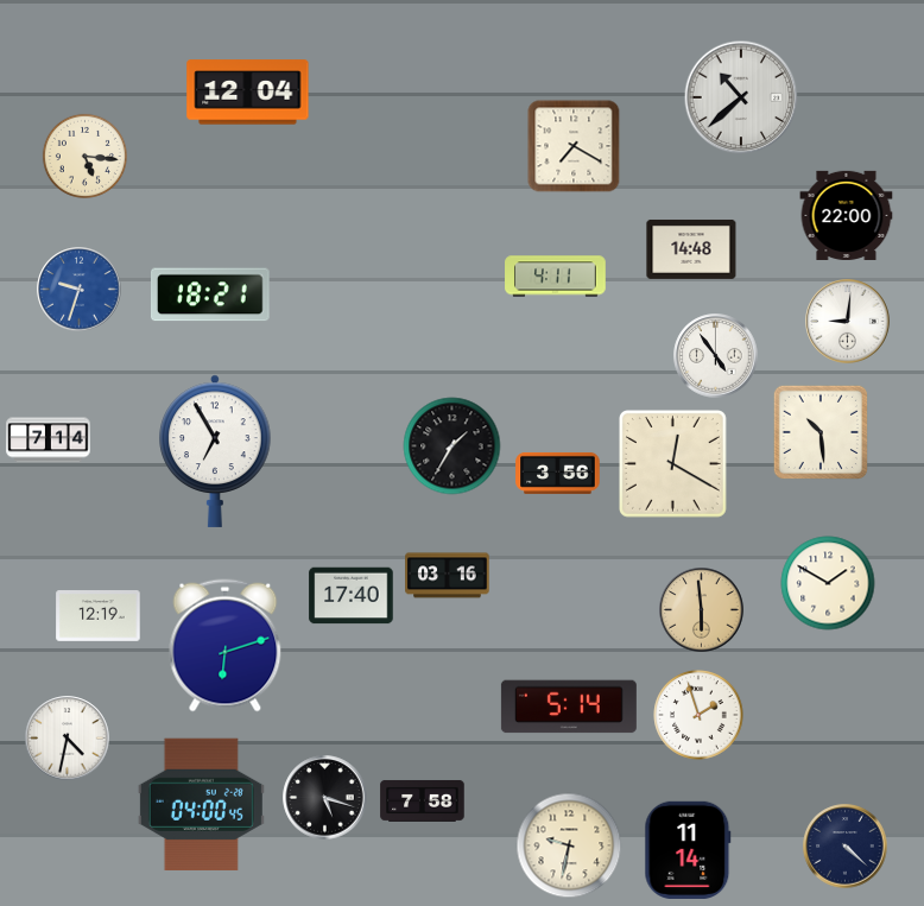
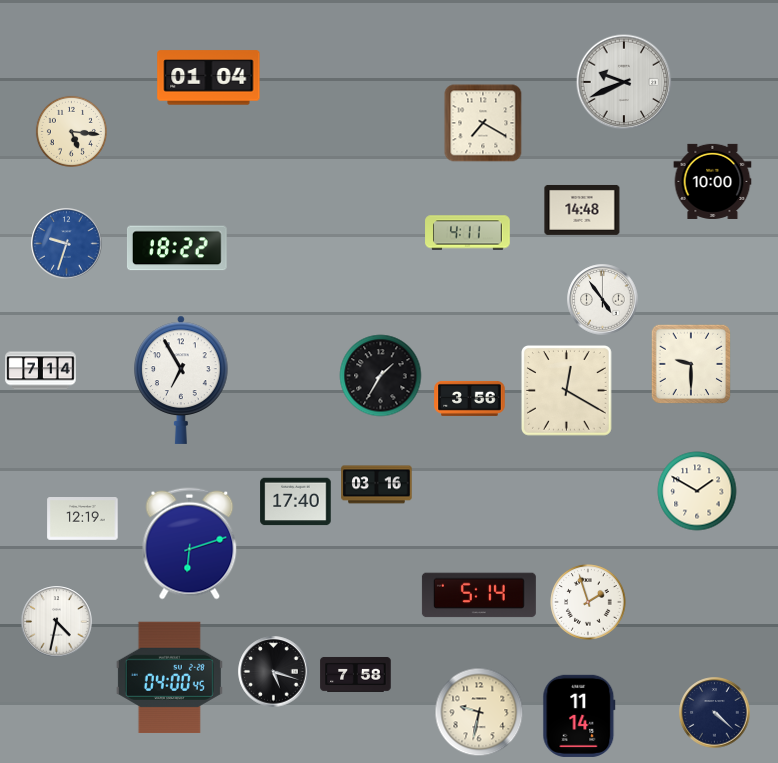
clock at (248, 93): 12:04 -> 01:04
clock at (741, 97): 10:38 -> 9:41
clock at (847, 215): 22:00 -> 10:00
clock at (210, 294): 18:21 -> 18:22
clock at (848, 322): 9:01 -> none
clock at (819, 431): 10:29 -> 9:30
clock at (702, 610): 5:59 -> none
clock at (846, 847) position: (846, 847) -> (715, 713)
